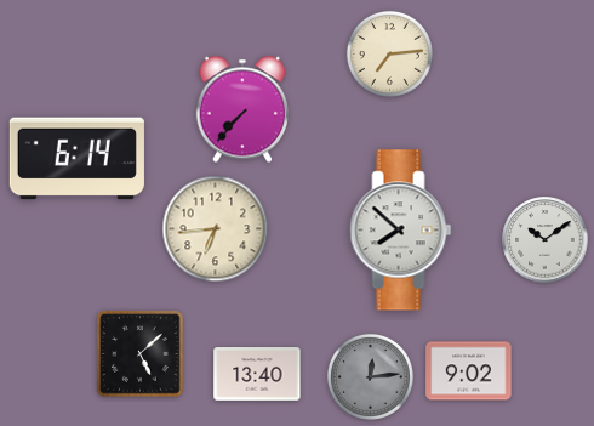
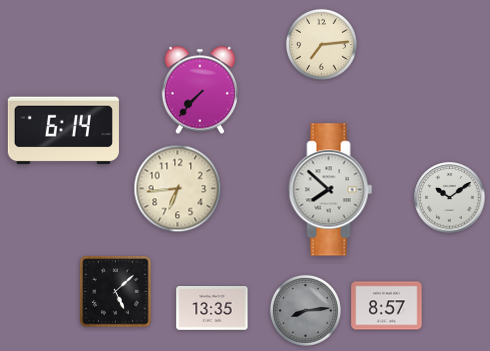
clock at (469, 371): 9:02 -> 8:57
clock at (257, 374): 13:40 -> 13:35
clock at (370, 376): 12:14 -> 8:14
